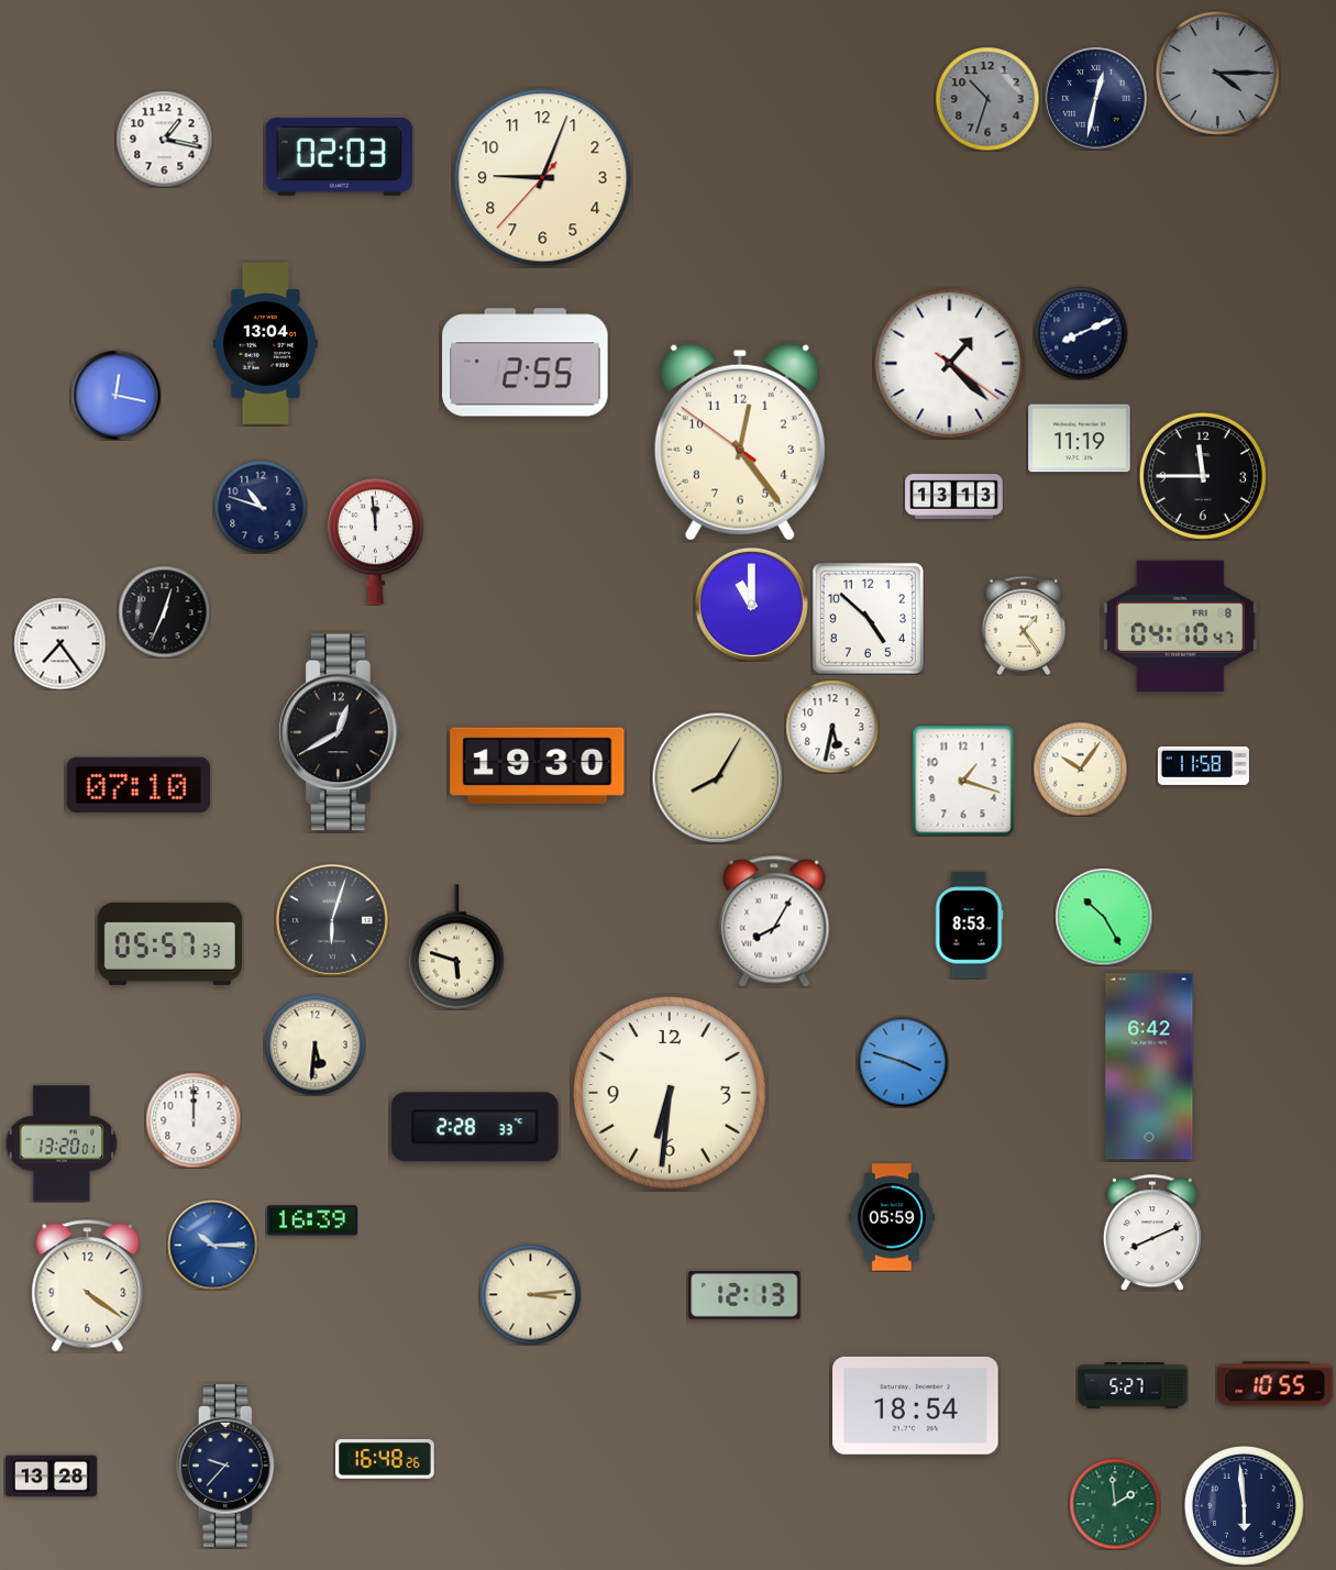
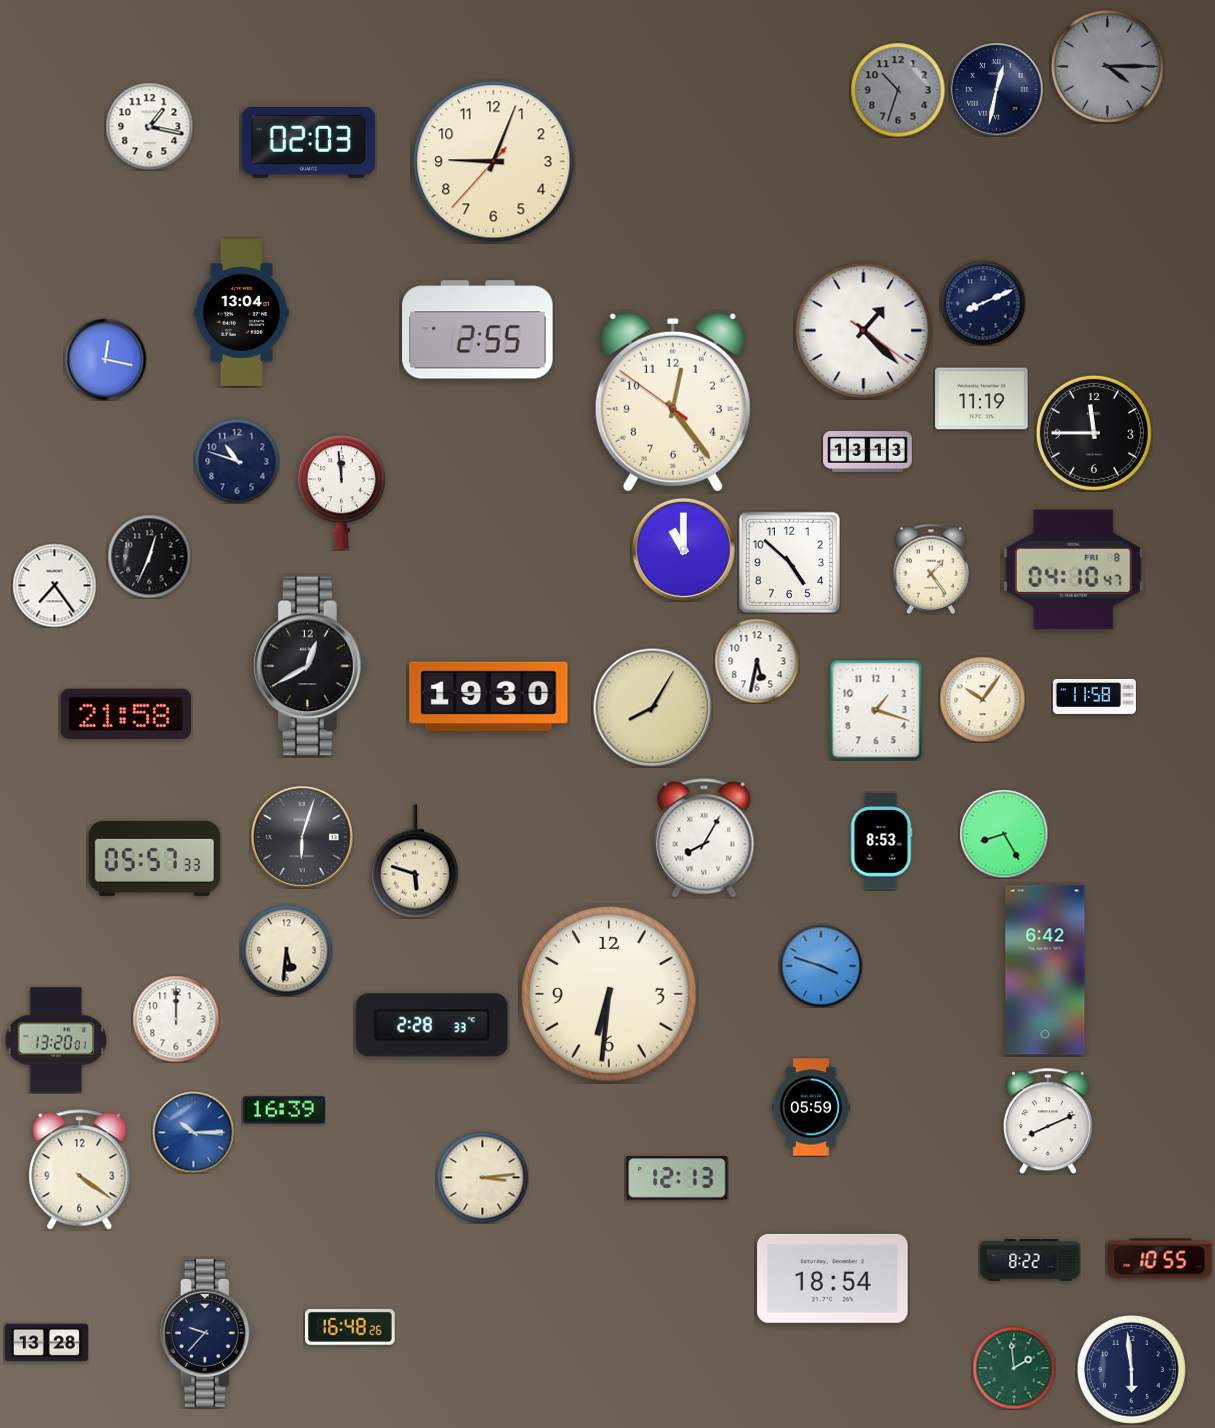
clock at (139, 785): 07:10 -> 21:58
clock at (1104, 917): 10:25 -> 8:25
clock at (1133, 1386): 5:27 -> 8:22
